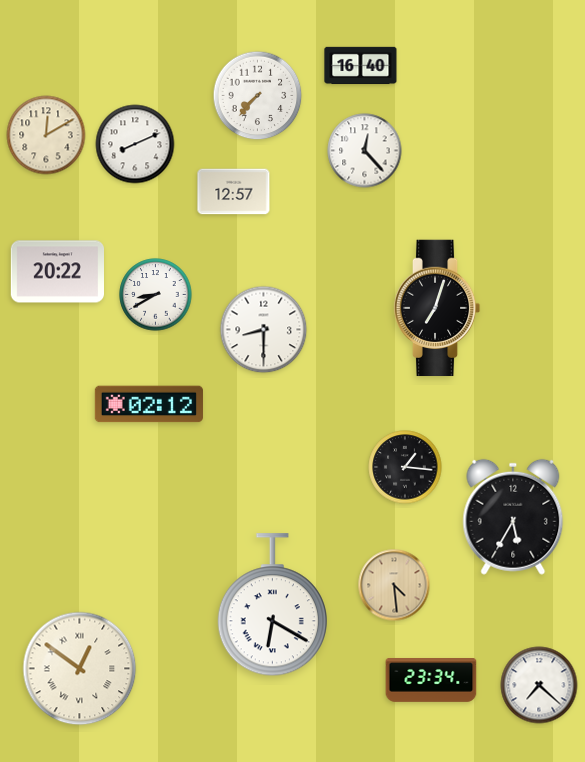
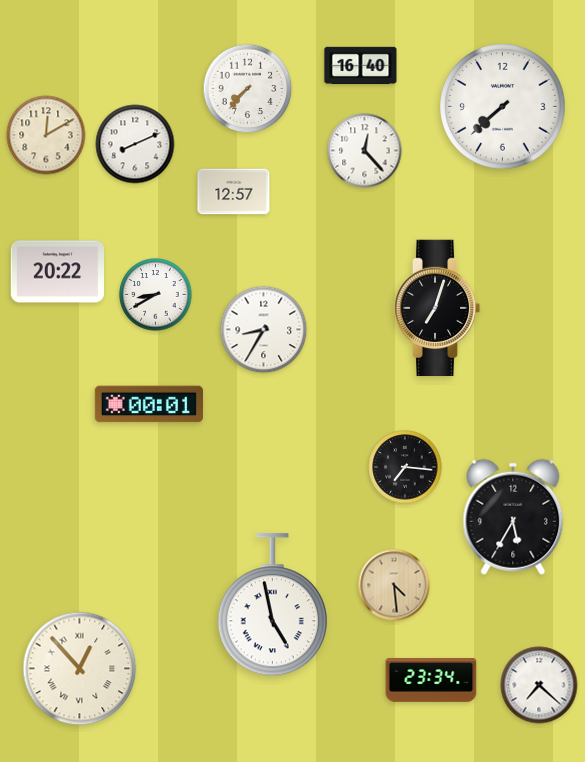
clock at (258, 96) position: (258, 96) -> (248, 89)
clock at (503, 107): none -> 7:38
clock at (264, 330): 8:30 -> 8:35
clock at (149, 404): 02:12 -> 00:01
clock at (405, 467): 1:16 -> 7:16
clock at (272, 605): 6:20 -> 4:58
clock at (80, 669): 12:51 -> 12:53
